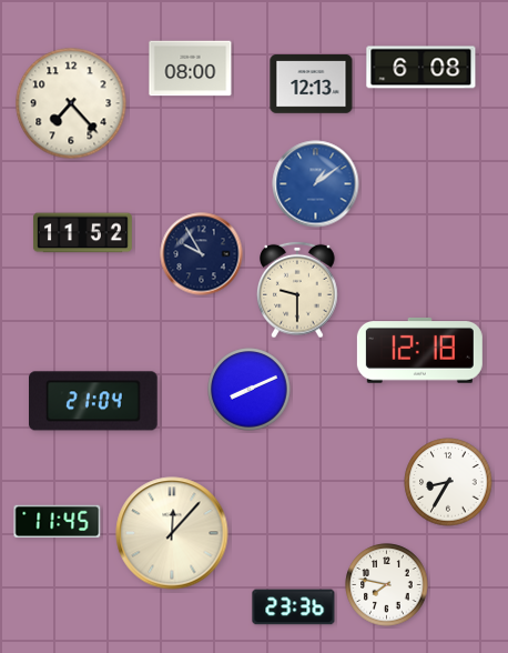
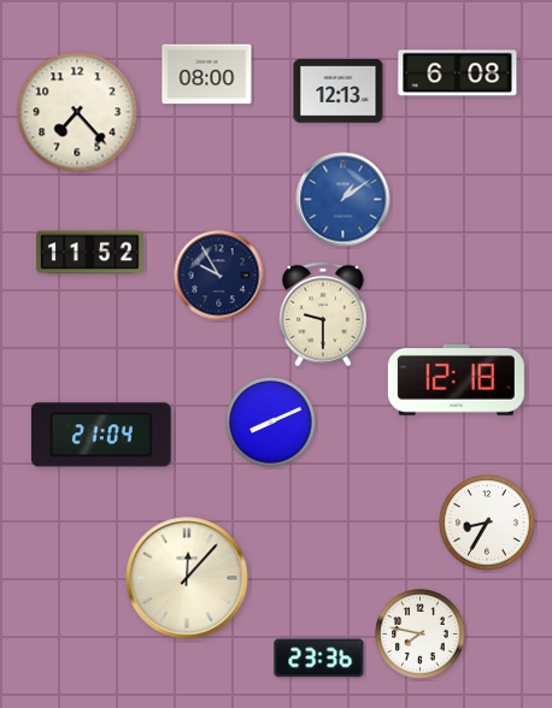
clock at (58, 522): 11:45 -> none
